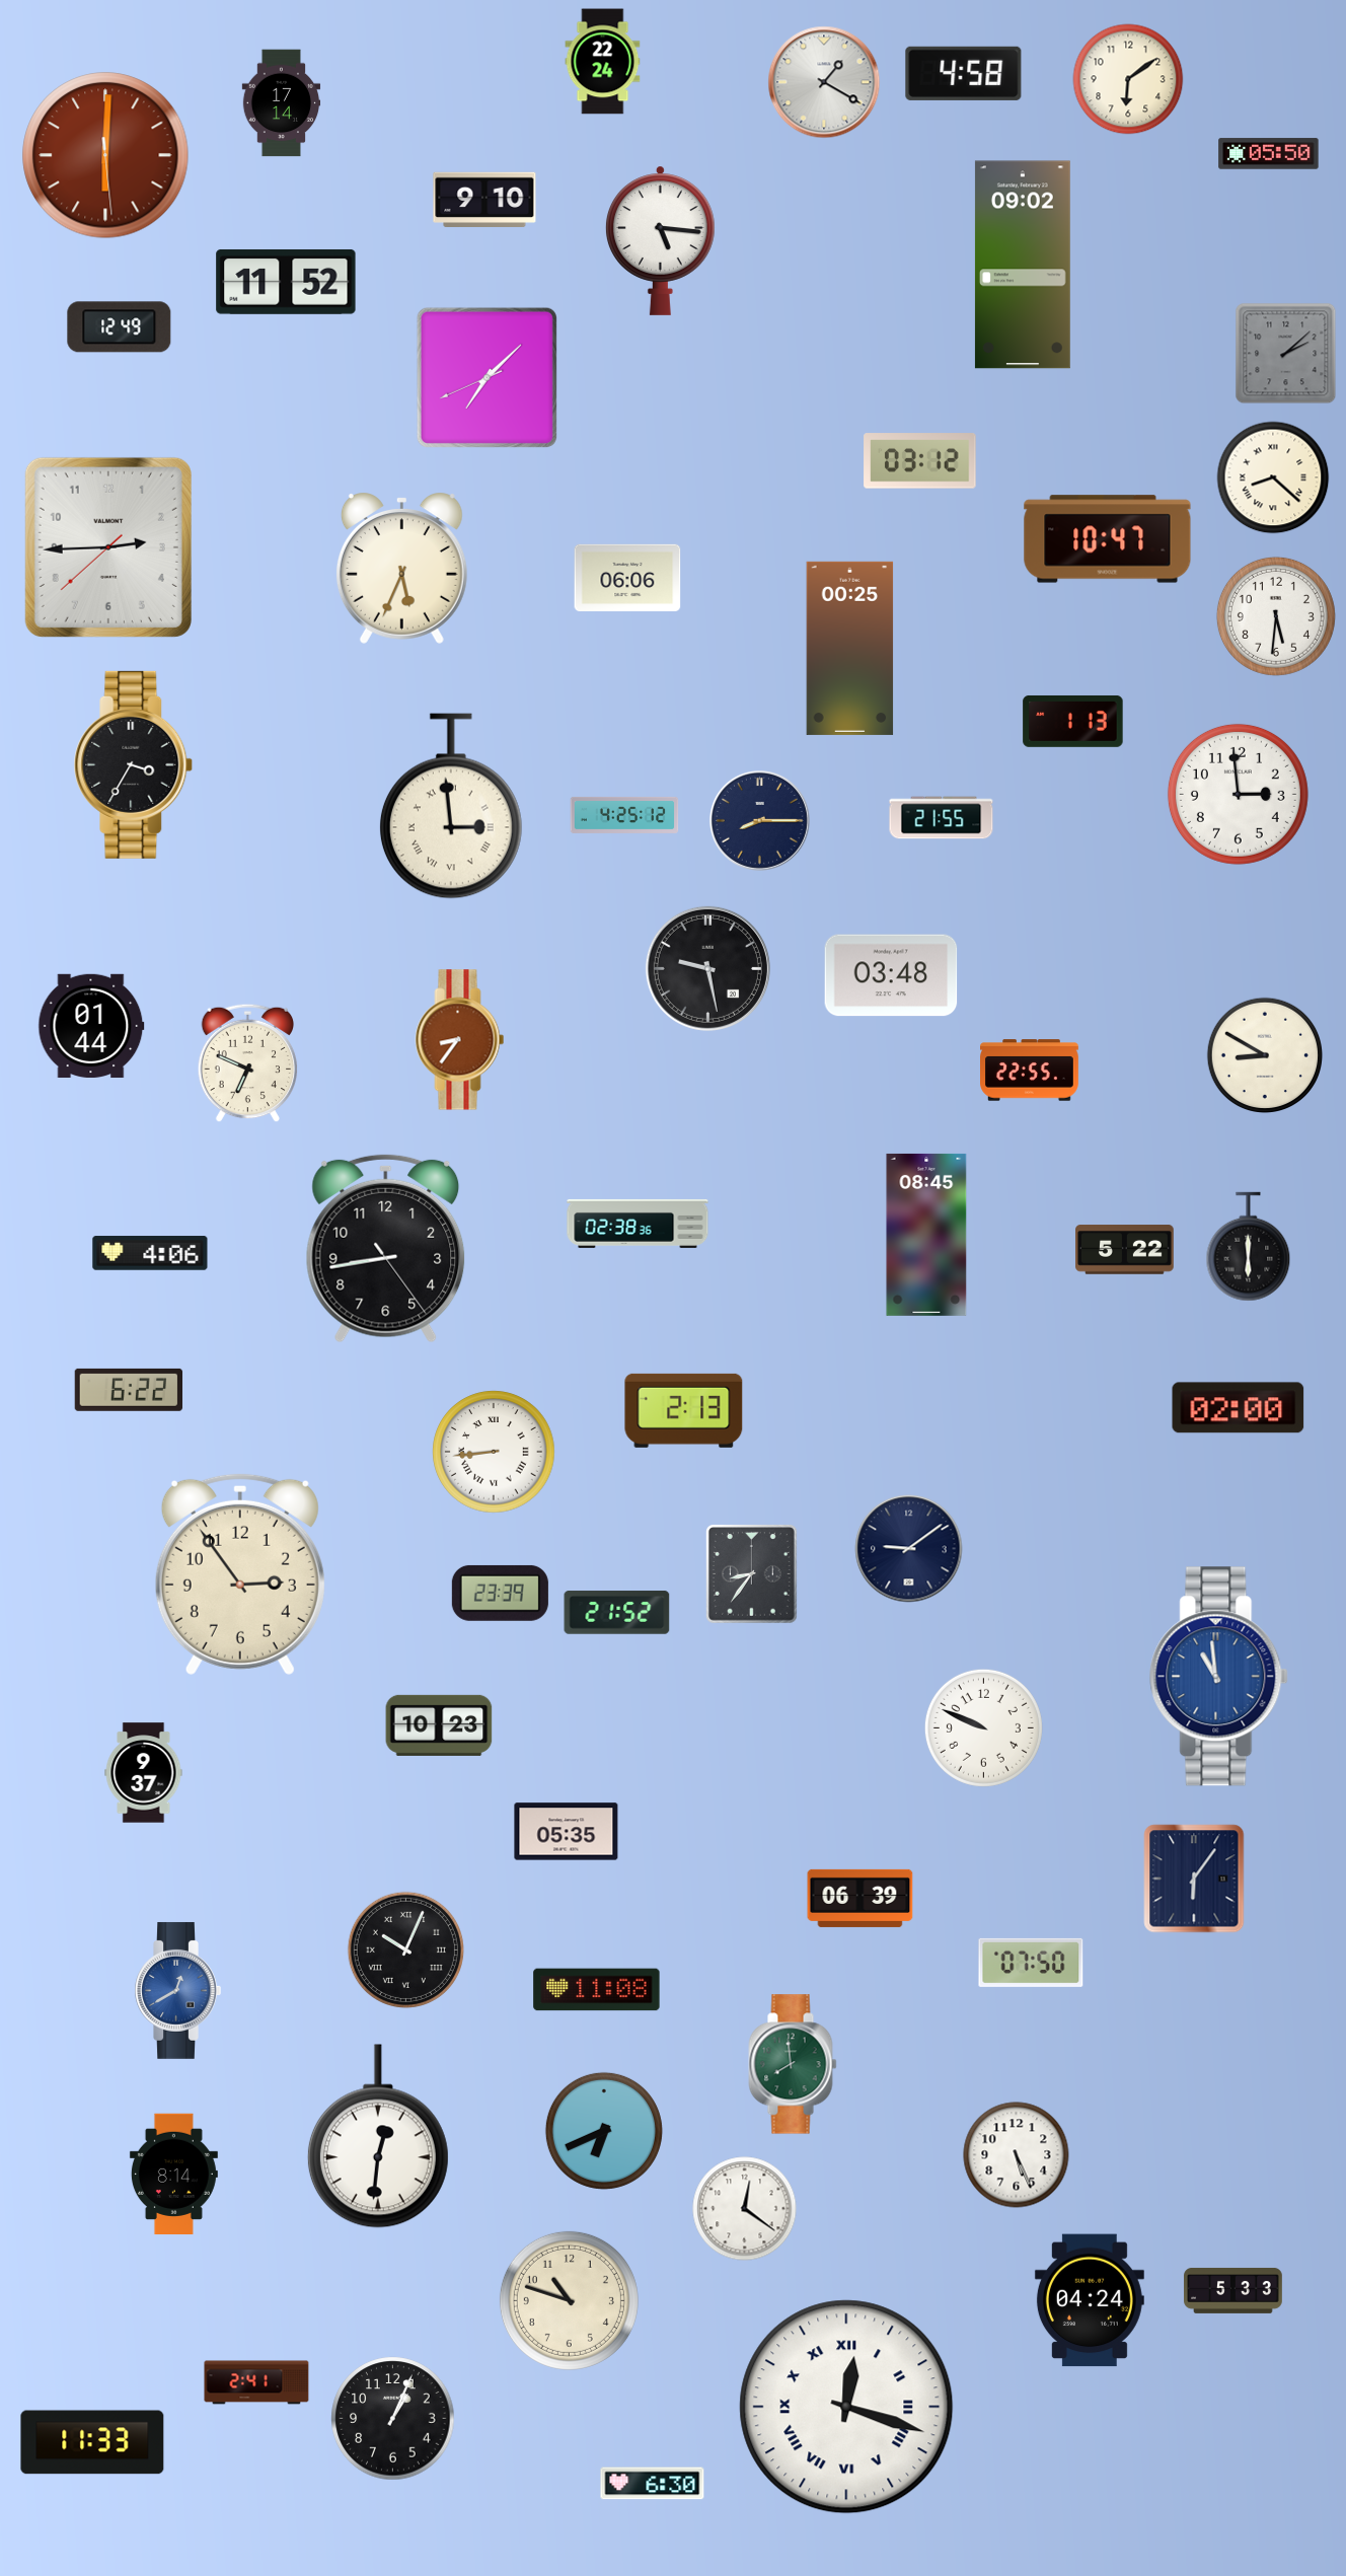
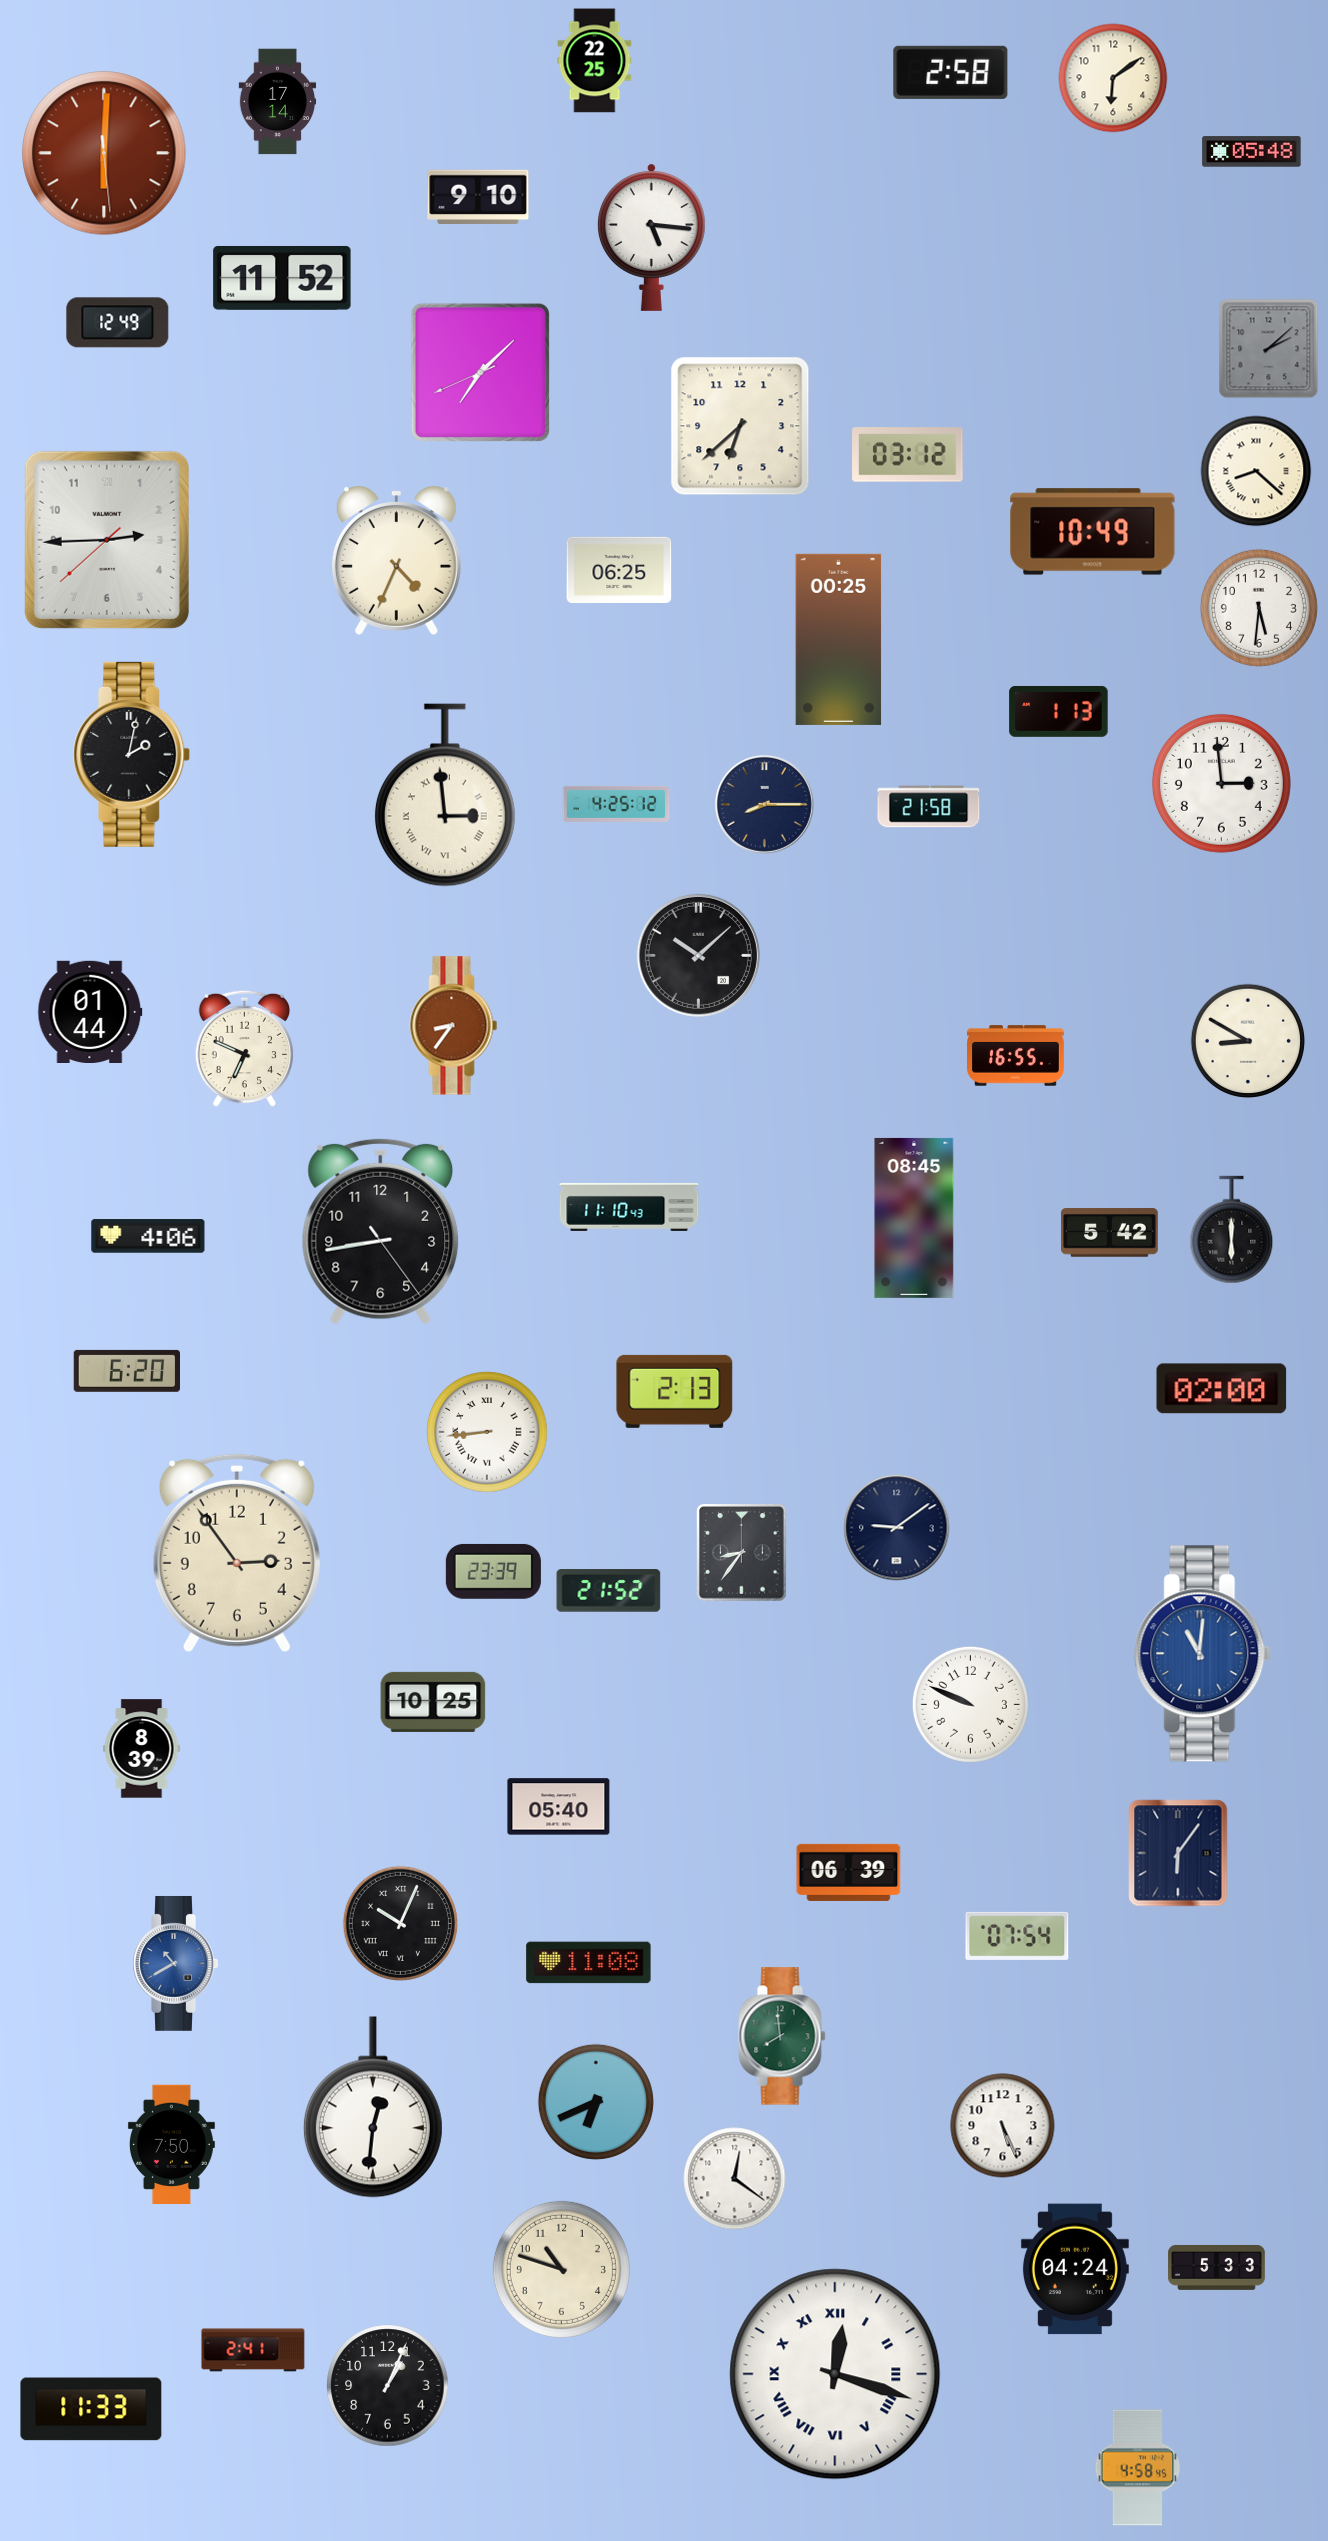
clock at (603, 62): 22:24 -> 22:25
clock at (964, 73): 4:58 -> 2:58
clock at (824, 82): 1:20 -> none
clock at (1269, 154): 05:50 -> 05:48
clock at (1023, 265): 09:02 -> none
clock at (740, 426): none -> 6:38
clock at (1108, 539): 10:47 -> 10:49
clock at (401, 568): 5:34 -> 4:34
clock at (627, 577): 06:06 -> 06:25
clock at (134, 764): 3:35 -> 2:02
clock at (942, 818): 21:55 -> 21:58
clock at (759, 820) position: (759, 820) -> (764, 804)
clock at (707, 968): 9:28 -> 10:08
clock at (891, 975): 03:48 -> none
clock at (1030, 1071): 22:55 -> 16:55
clock at (638, 1224): 02:38 -> 11:10
clock at (1125, 1250): 5:22 -> 5:42
clock at (128, 1390): 6:22 -> 6:20
clock at (1219, 1677): 10:59 -> 11:01
clock at (439, 1725): 10:23 -> 10:25
clock at (144, 1773): 9:37 -> 8:39
clock at (567, 1832): 05:35 -> 05:40
clock at (1031, 1963): 07:50 -> 07:54
clock at (177, 1990): 12:40 -> 10:40
clock at (173, 2175): 8:14 -> 7:50
clock at (1233, 2290) position: (1233, 2290) -> (1217, 2267)
clock at (653, 2484): 6:30 -> none
clock at (1138, 2468): none -> 4:58
